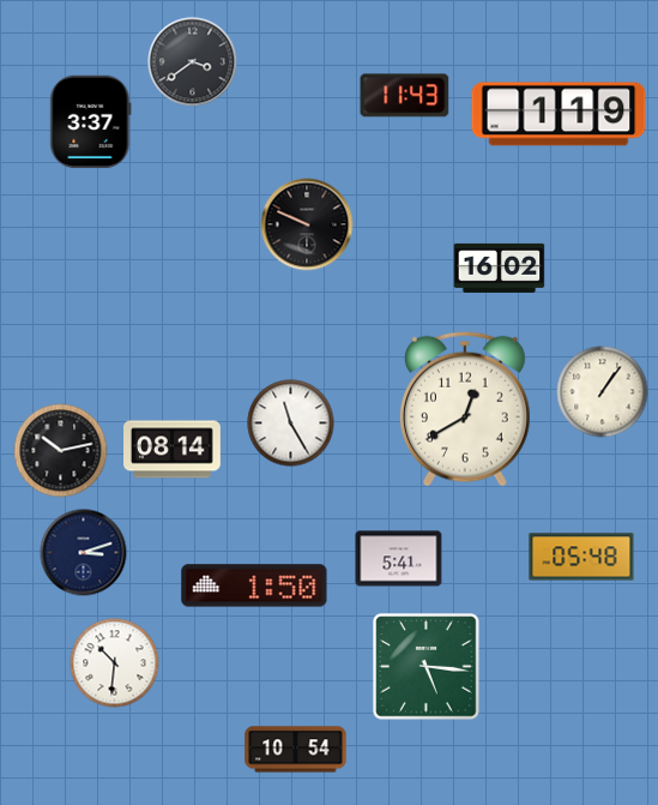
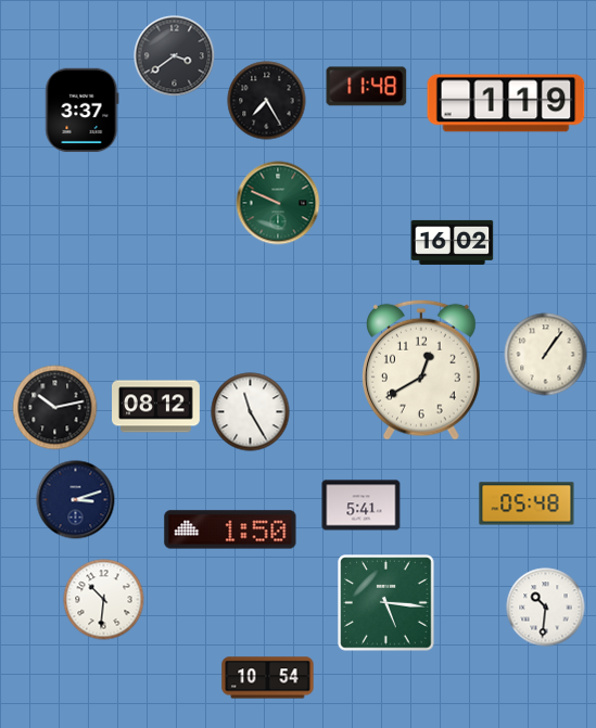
clock at (405, 96): 11:43 -> 11:48
clock at (267, 101): none -> 7:25
clock at (307, 224) dial: black -> green
clock at (291, 423) position: (291, 423) -> (251, 412)
clock at (173, 450): 08:14 -> 08:12
clock at (546, 608): none -> 10:31
